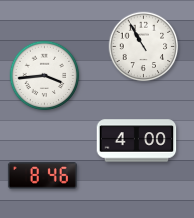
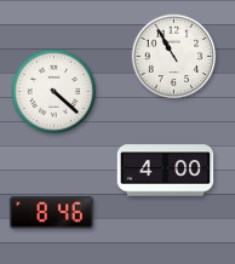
clock at (45, 76): 3:44 -> 4:22
